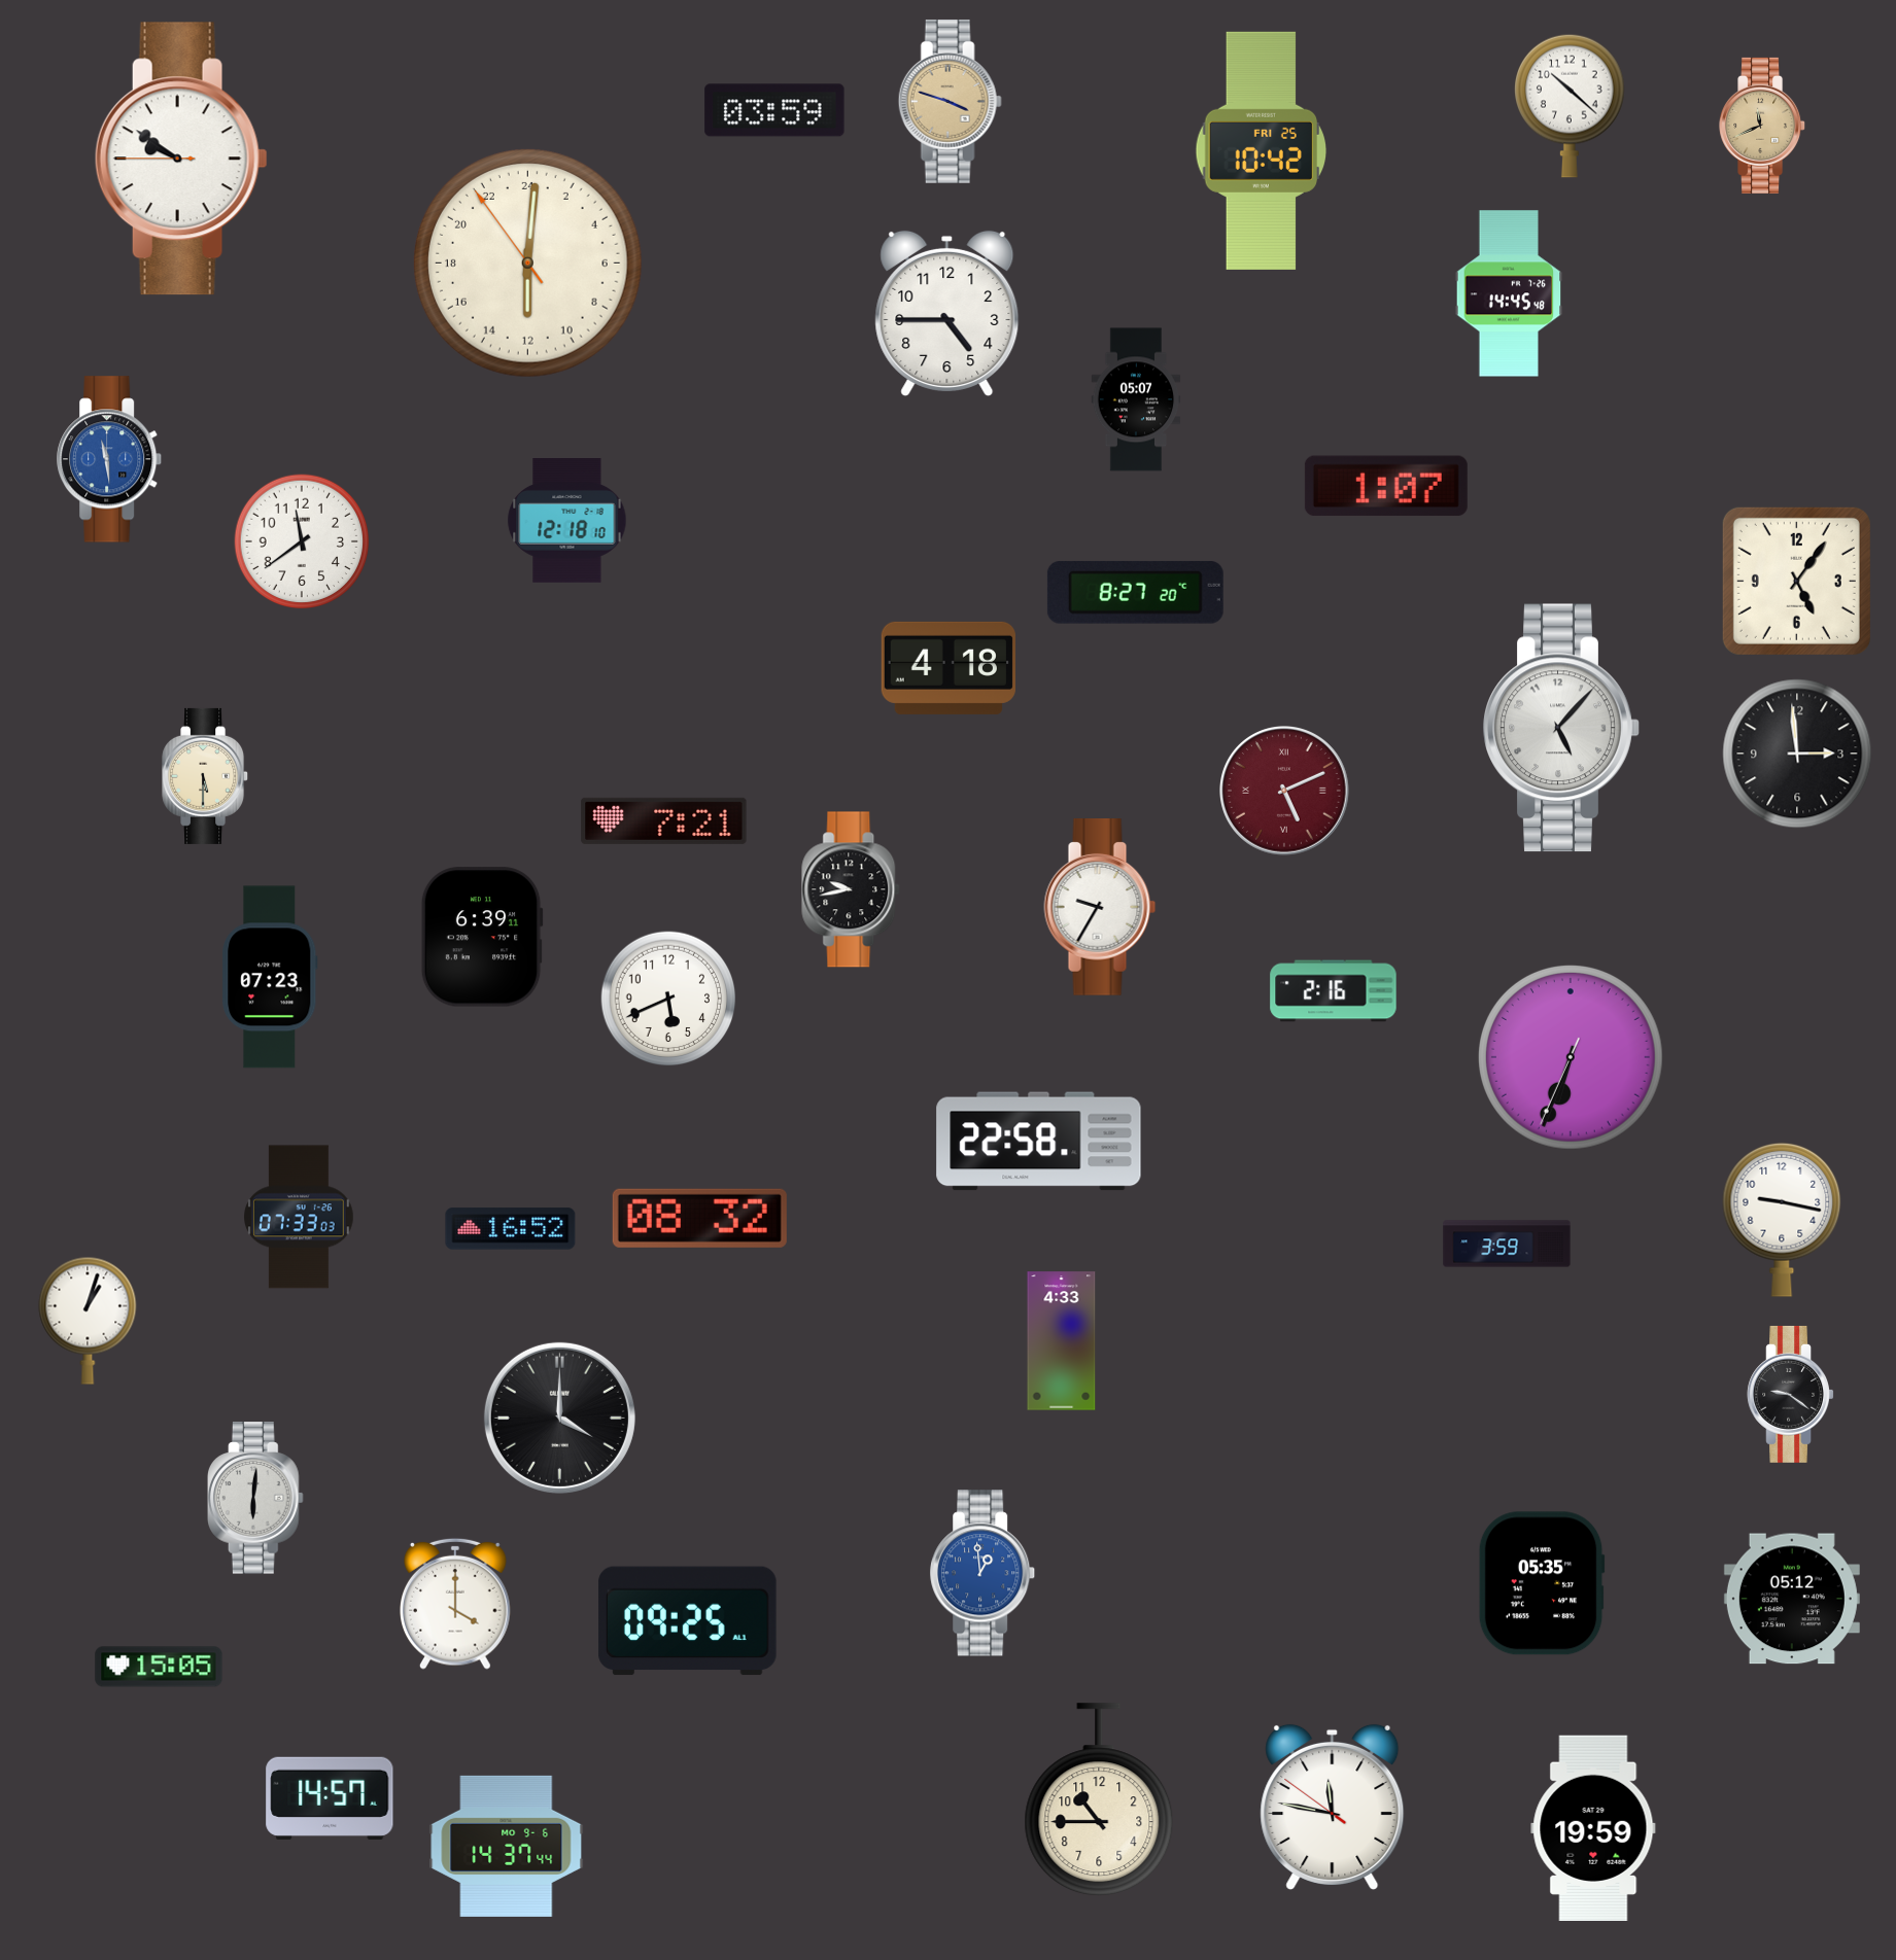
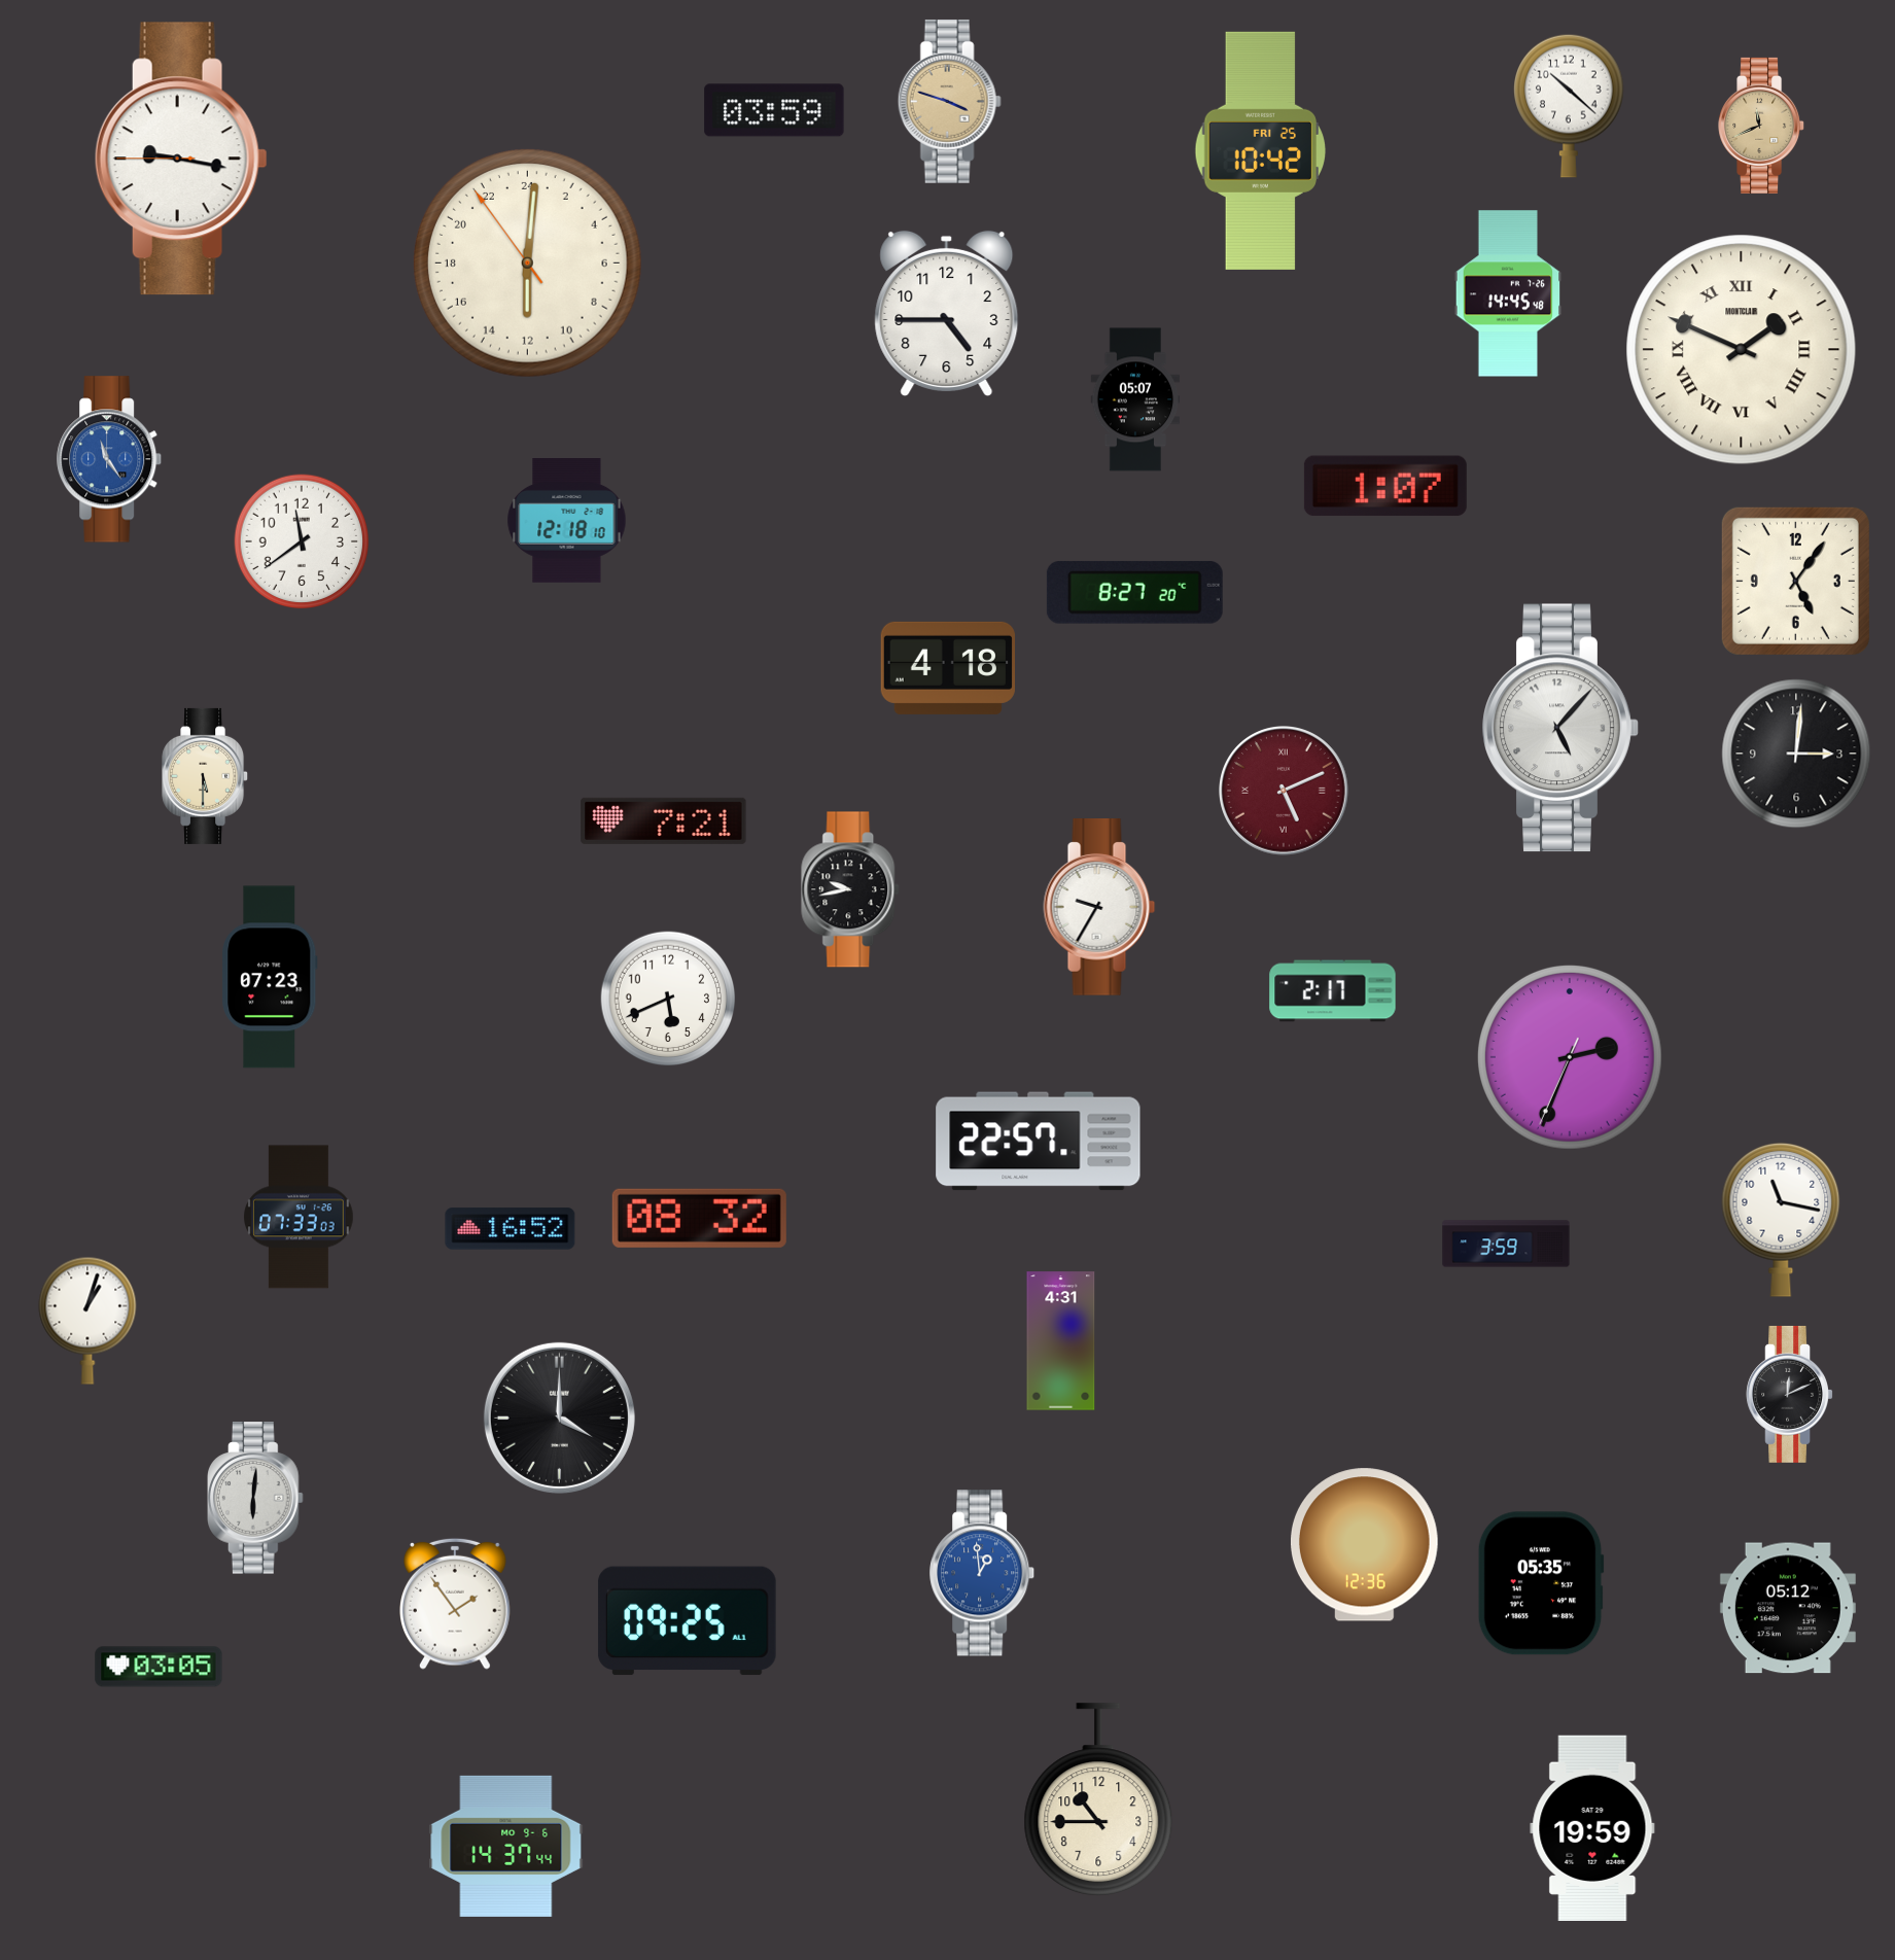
clock at (181, 159): 9:50 -> 9:16
clock at (1742, 350): none -> 1:49
clock at (110, 459): 11:29 -> 11:24
clock at (1797, 754): 2:59 -> 3:01
clock at (482, 937): 6:39 -> none
clock at (1334, 991): 2:16 -> 2:17
clock at (1571, 1057): 6:33 -> 2:33
clock at (1039, 1142): 22:58 -> 22:57
clock at (1782, 1220): 9:17 -> 11:17
clock at (1062, 1341): 4:33 -> 4:31
clock at (1790, 1394): 9:21 -> 12:11
clock at (1364, 1545): none -> 12:36
clock at (1792, 1599) position: (1792, 1599) -> (1788, 1608)
clock at (456, 1604): 4:00 -> 1:54
clock at (159, 1667): 15:05 -> 03:05
clock at (330, 1798): 14:57 -> none
clock at (1333, 1807): 11:46 -> none
